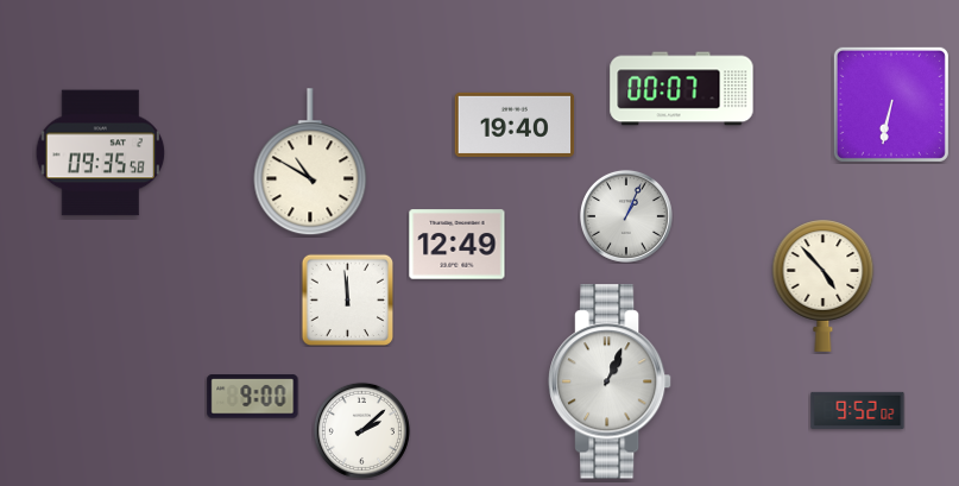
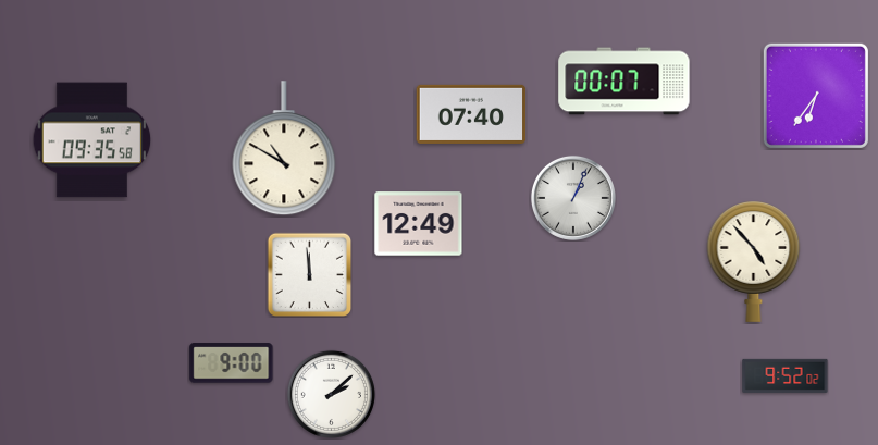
clock at (891, 105): 6:32 -> 6:36
clock at (515, 125): 19:40 -> 07:40
clock at (347, 299) position: (347, 299) -> (309, 274)
clock at (610, 381): 1:04 -> none
